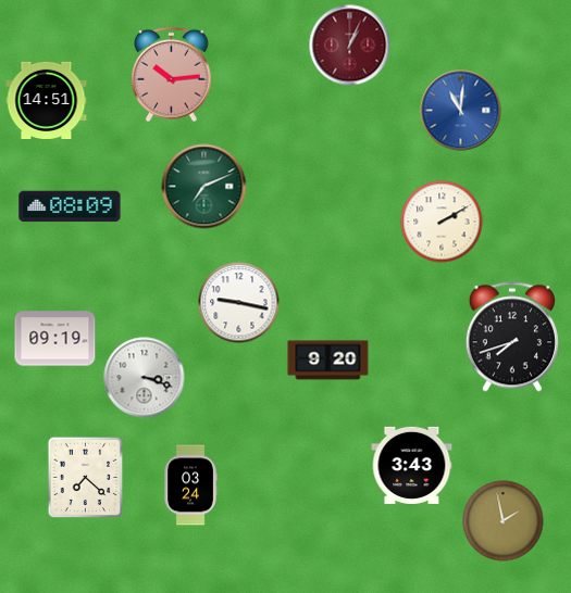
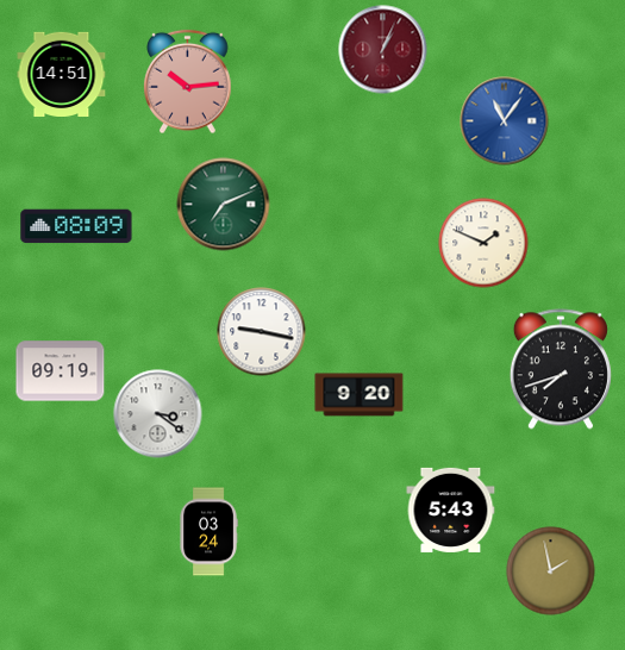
clock at (47, 100) position: (47, 100) -> (62, 74)
clock at (461, 111): 11:01 -> 11:06
clock at (442, 222): 2:10 -> 1:49
clock at (145, 378): 3:18 -> 3:21
clock at (412, 465): 3:43 -> 5:43
clock at (86, 478): 7:22 -> none
